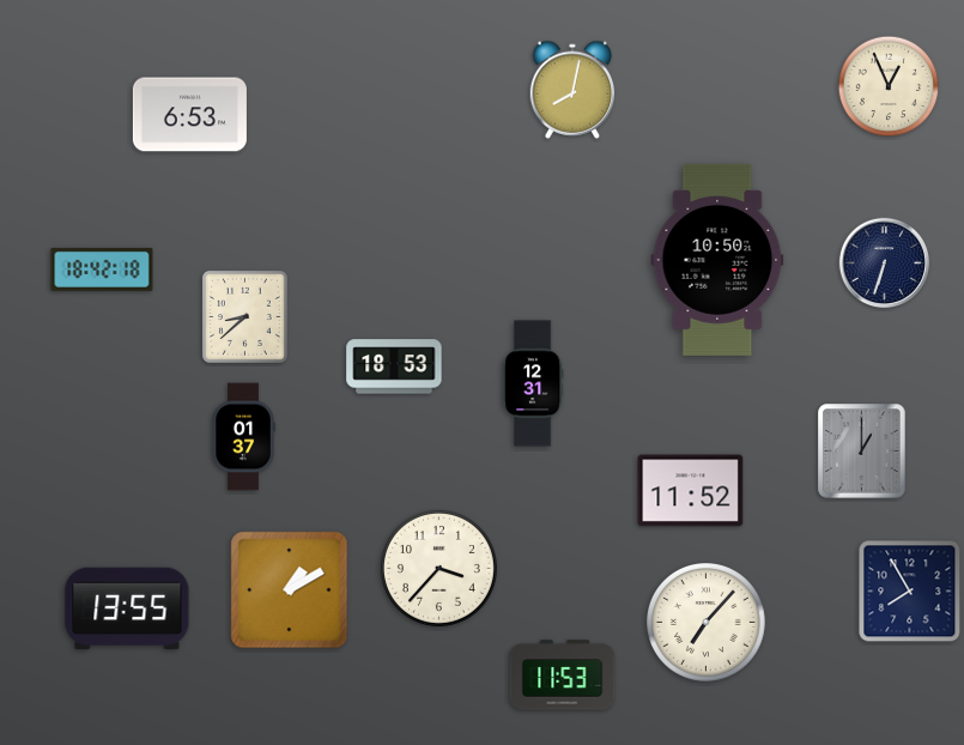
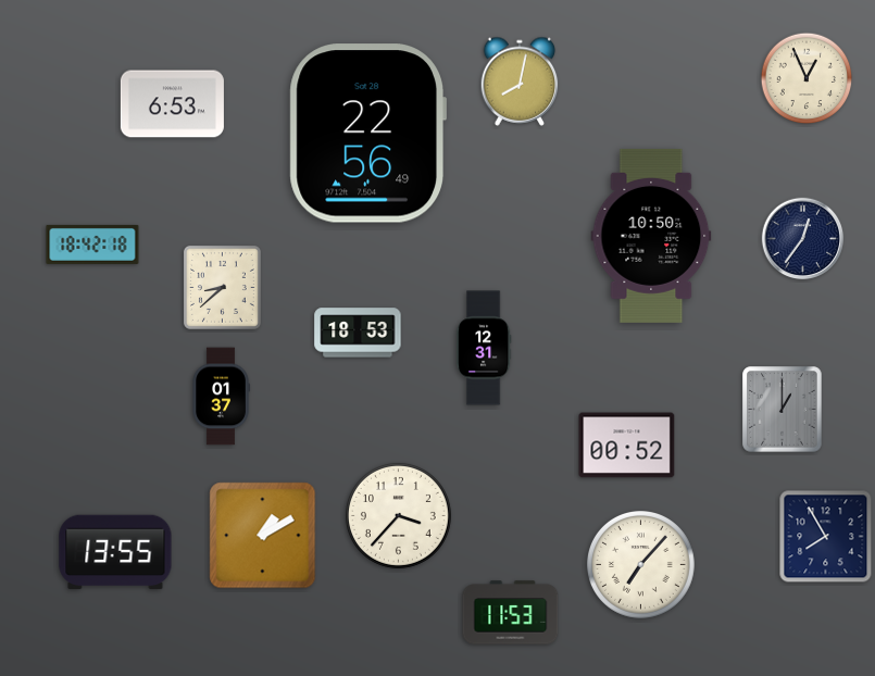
clock at (367, 134): none -> 22:56
clock at (885, 264): 6:33 -> 12:36
clock at (691, 491): 11:52 -> 00:52
